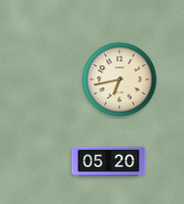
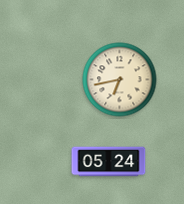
clock at (109, 162): 05:20 -> 05:24
